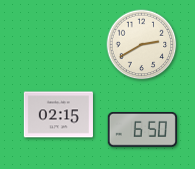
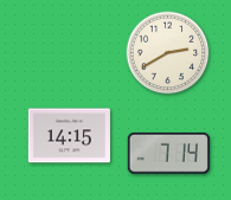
clock at (58, 115): 02:15 -> 14:15
clock at (142, 130): 6:50 -> 7:14
